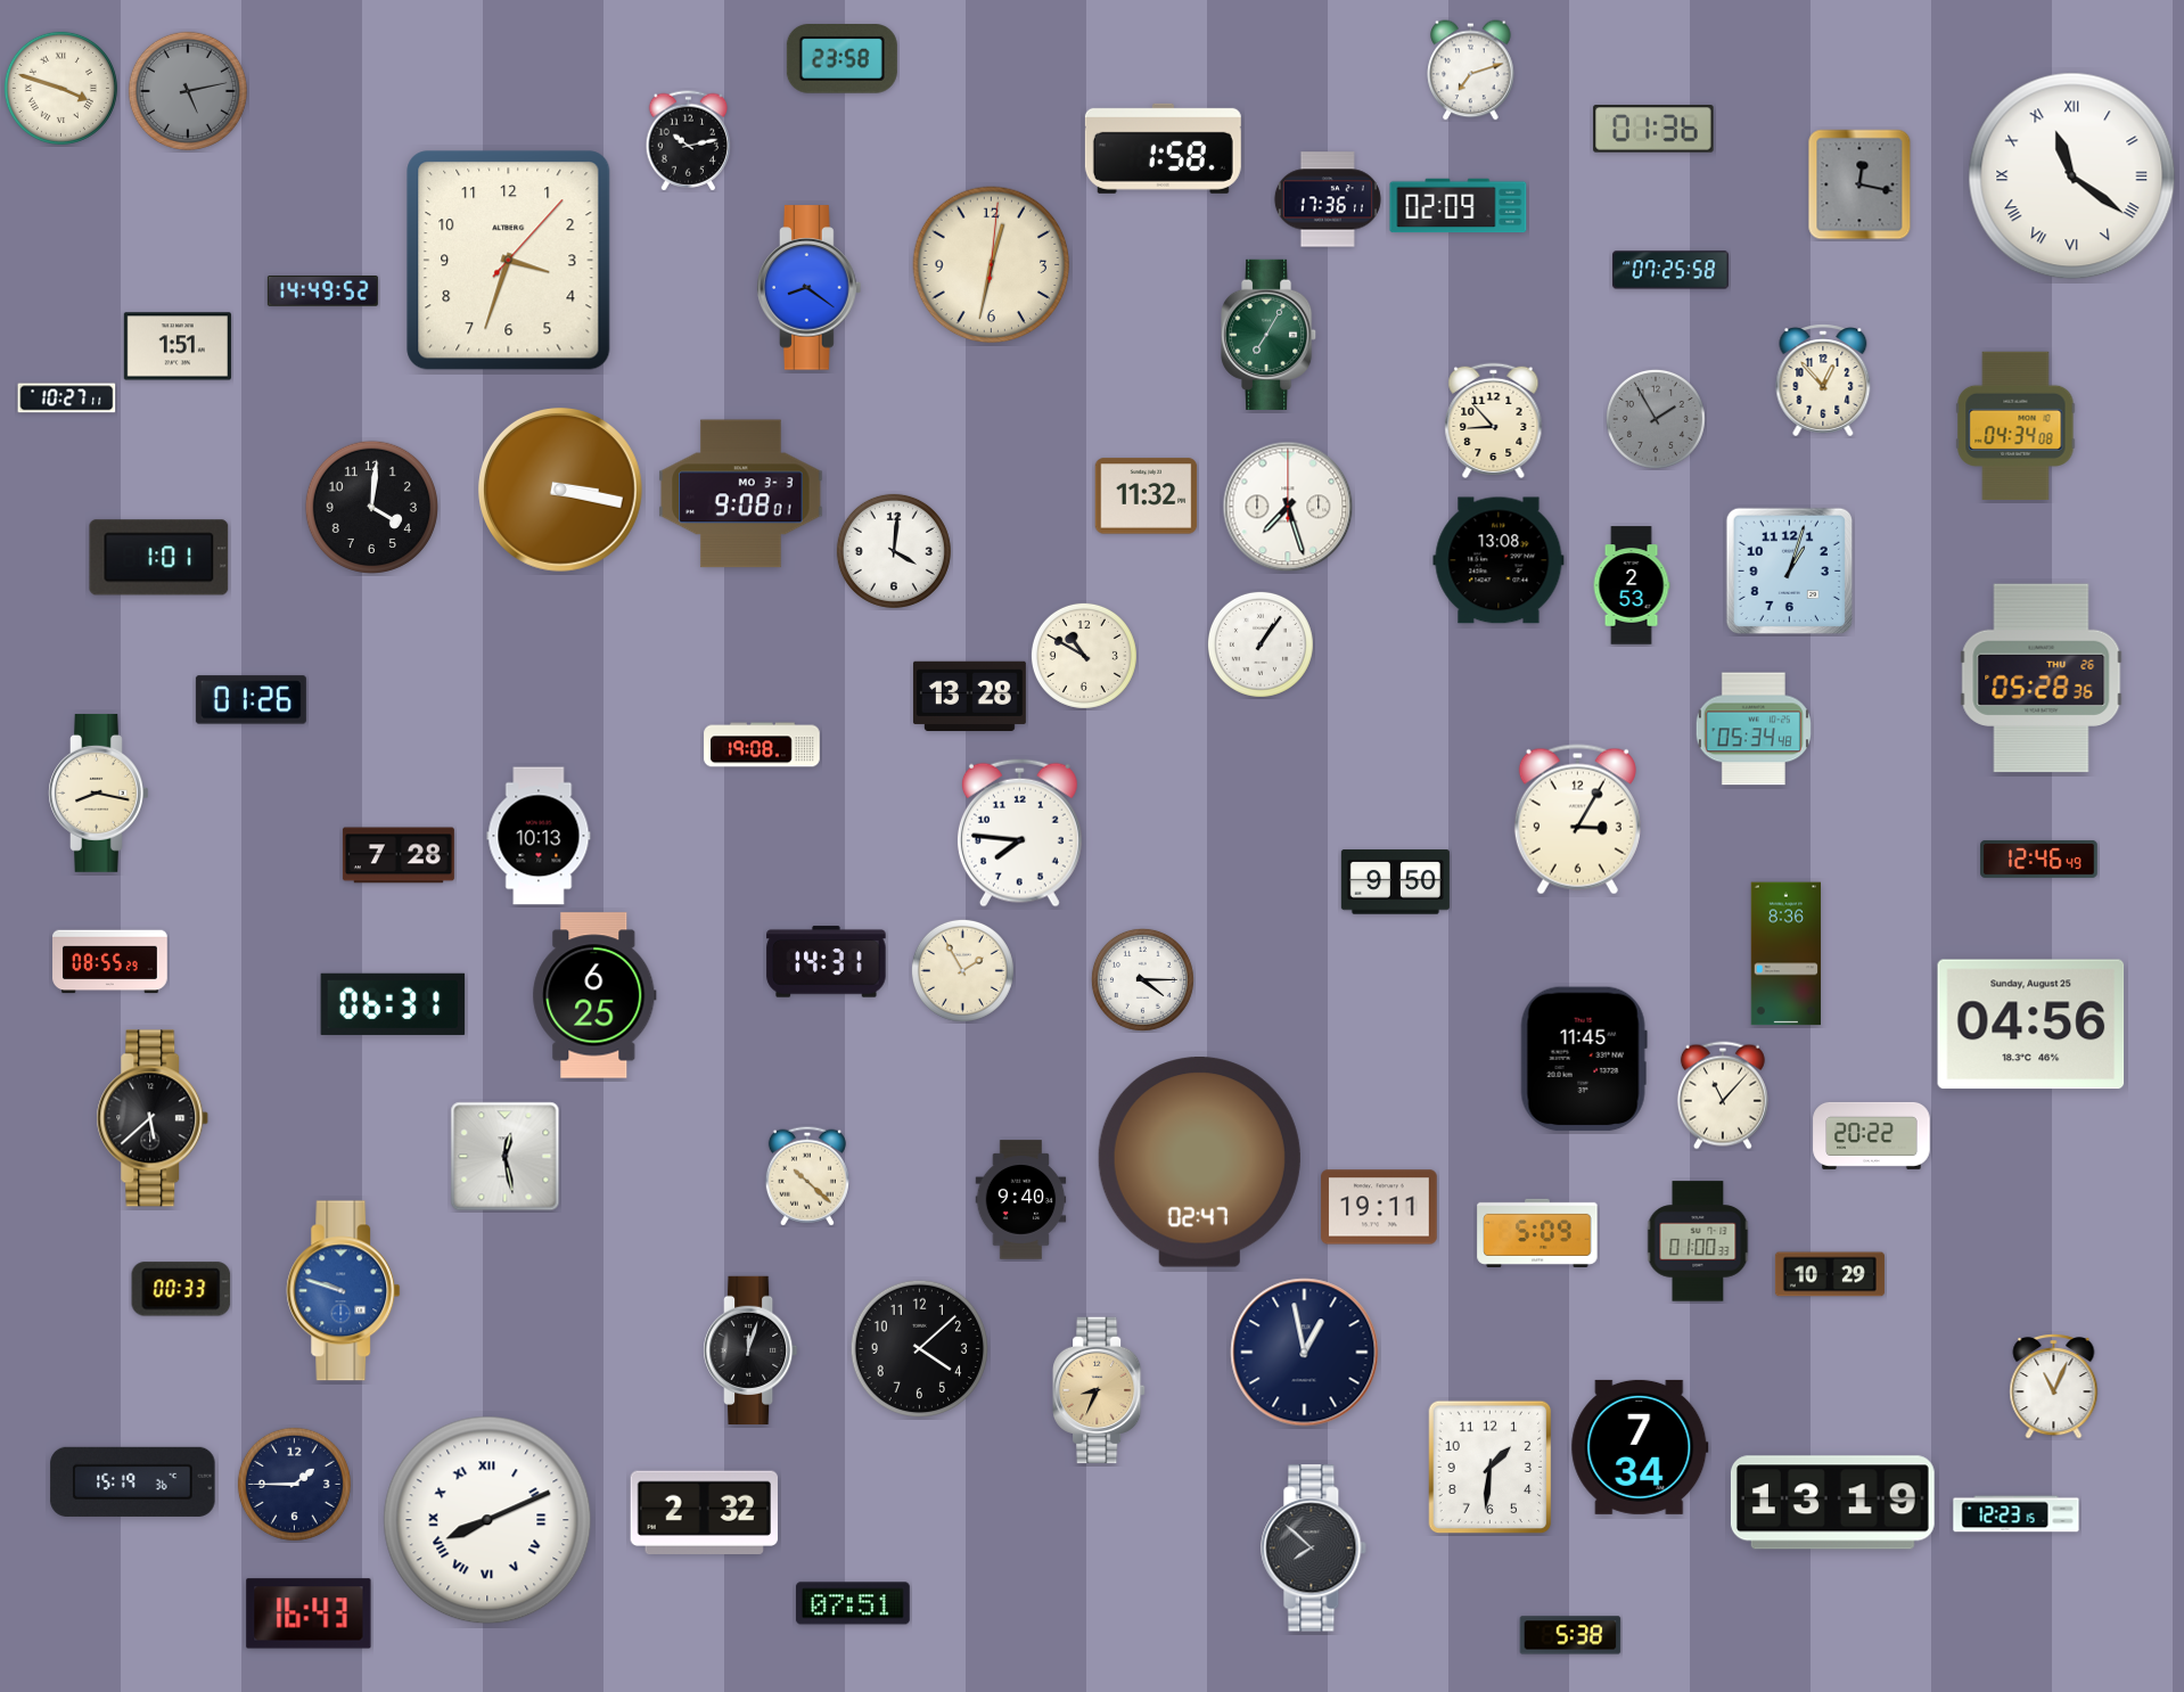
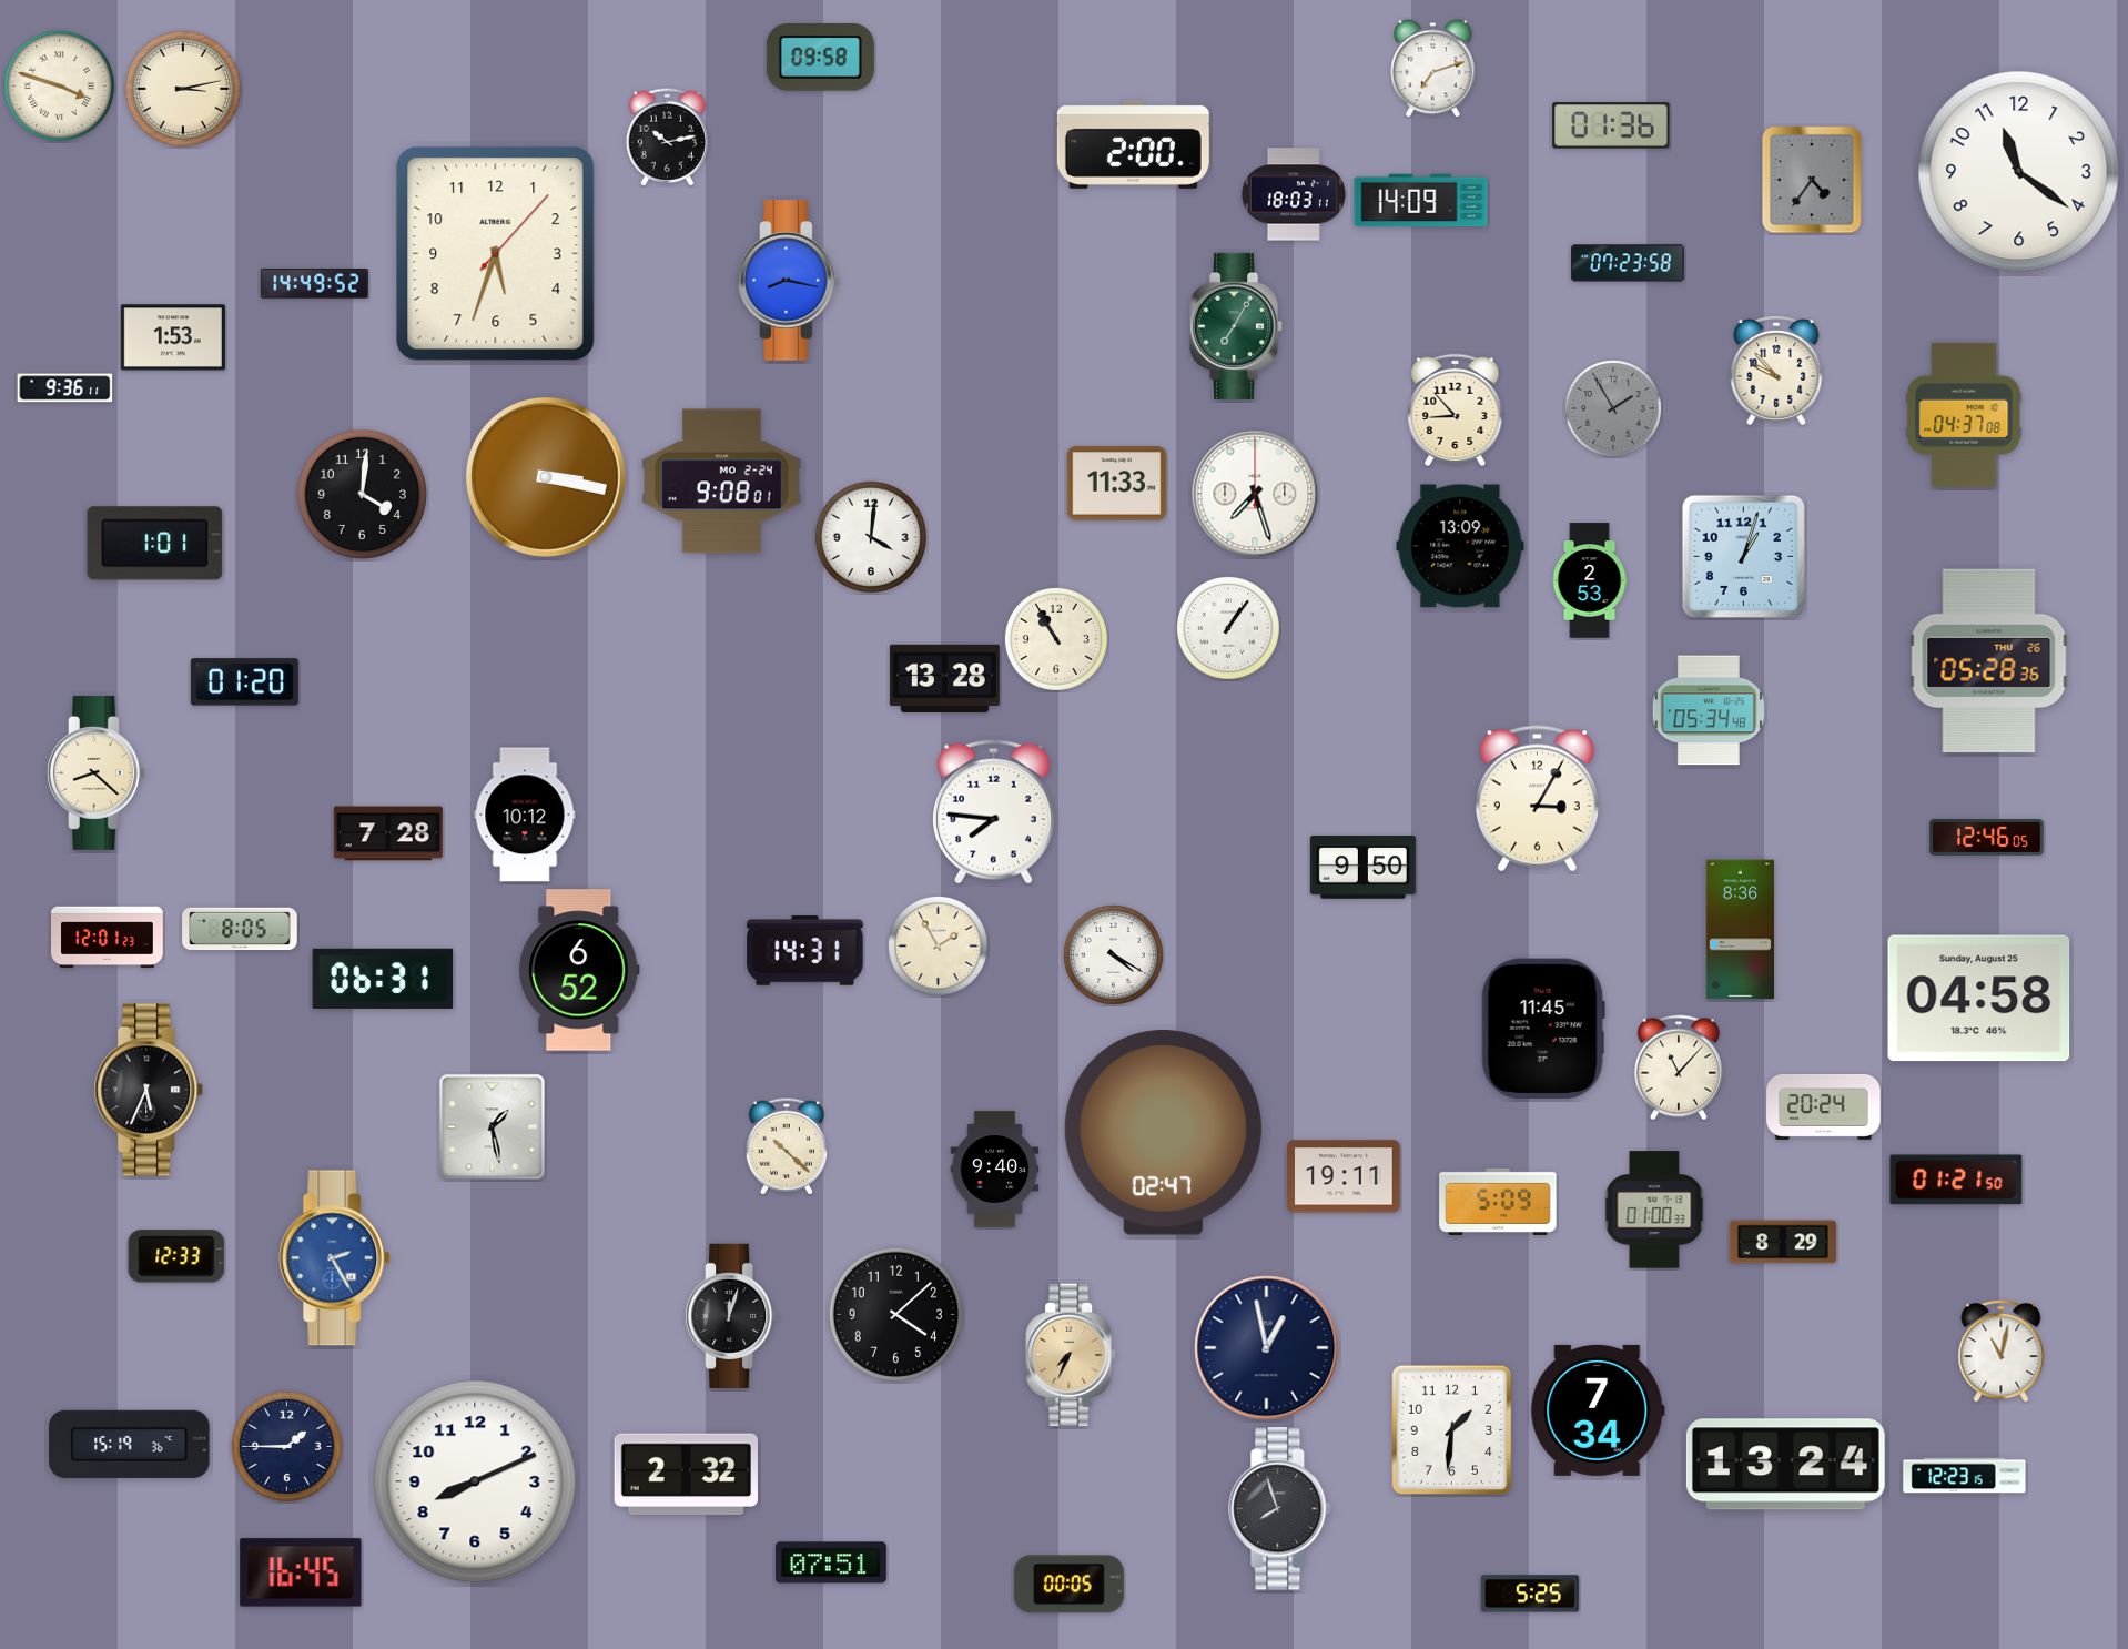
clock at (841, 59): 23:58 -> 09:58
clock at (188, 91): 5:13 -> 3:13
clock at (188, 91) dial: grey -> cream
clock at (689, 141) position: (689, 141) -> (668, 138)
clock at (1163, 148): 1:58 -> 2:00
clock at (2072, 176) numerals: Roman -> Arabic
clock at (1859, 184): 12:17 -> 4:36
clock at (1328, 199): 17:36 -> 18:03
clock at (1459, 206): 02:09 -> 14:09
clock at (509, 261): 3:33 -> 5:33
clock at (992, 265): 12:32 -> none
clock at (1670, 270): 07:25 -> 07:23
clock at (810, 288): 8:21 -> 8:17
clock at (178, 346): 1:51 -> 1:53
clock at (1823, 380): 12:53 -> 9:53
clock at (67, 399): 10:27 -> 9:36
clock at (2015, 425): 04:34 -> 04:37
clock at (741, 494) date: MO 3-3 -> MO 2-24
clock at (1147, 496): 11:32 -> 11:33
clock at (1499, 560): 13:08 -> 13:09
clock at (1632, 585) position: (1632, 585) -> (1590, 580)
clock at (1084, 656): 10:50 -> 10:55
clock at (251, 700): 01:26 -> 01:20
clock at (762, 745): 19:08 -> none
clock at (99, 792): 8:17 -> 8:22
clock at (539, 836): 10:13 -> 10:12
clock at (2039, 859): 12:46:49 -> 12:46:05
clock at (1395, 882) position: (1395, 882) -> (1362, 868)
clock at (240, 929): none -> 8:05
clock at (110, 962): 08:55 -> 12:01
clock at (827, 962) position: (827, 962) -> (805, 951)
clock at (1142, 979): 4:15 -> 4:20
clock at (594, 995): 6:25 -> 6:52
clock at (2031, 1025): 04:56 -> 04:58
clock at (1584, 1059) position: (1584, 1059) -> (1543, 1029)
clock at (153, 1118): 5:38 -> 5:34
clock at (1872, 1135): 20:22 -> 20:24
clock at (506, 1157): 12:28 -> 1:28
clock at (1199, 1163) position: (1199, 1163) -> (1163, 1133)
clock at (1956, 1180): none -> 01:21
clock at (1830, 1274): 10:29 -> 8:29
clock at (181, 1289): 00:33 -> 12:33
clock at (344, 1291): 9:48 -> 2:25
clock at (1305, 1353) position: (1305, 1353) -> (1267, 1348)
clock at (2054, 1387): 11:04 -> 11:02
clock at (1100, 1390): 8:34 -> 7:34
clock at (1832, 1503): 13:19 -> 13:24
clock at (487, 1520) numerals: Roman -> Arabic
clock at (1314, 1549): 7:52 -> 7:57
clock at (309, 1613): 16:43 -> 16:45
clock at (1068, 1585): none -> 00:05
clock at (1570, 1635): 5:38 -> 5:25
